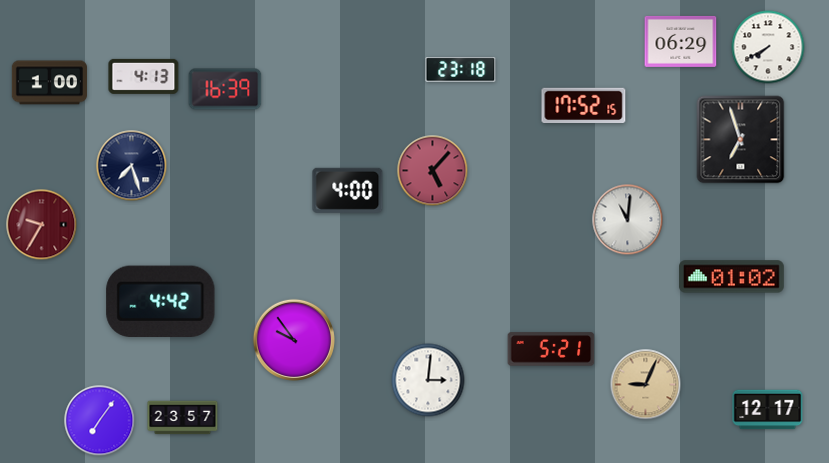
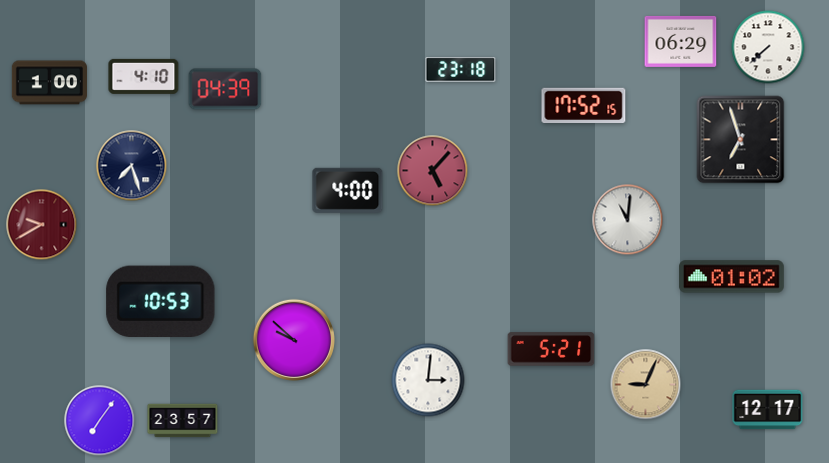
clock at (768, 47): 7:40 -> 7:38
clock at (144, 76): 4:13 -> 4:10
clock at (225, 89): 16:39 -> 04:39
clock at (42, 225): 9:35 -> 9:40
clock at (161, 301): 4:42 -> 10:53
clock at (294, 340): 9:54 -> 9:52
clock at (183, 418) position: (183, 418) -> (183, 421)
